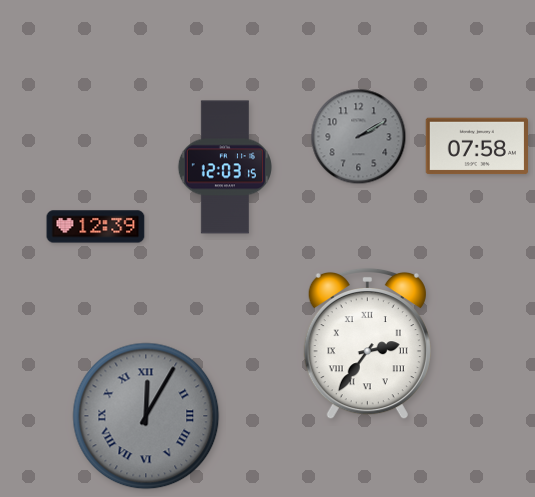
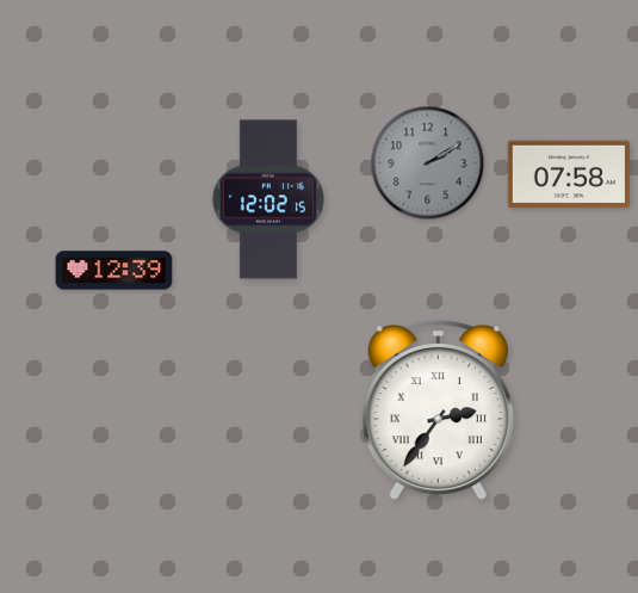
clock at (224, 167): 12:03 -> 12:02
clock at (146, 416): 12:05 -> none
